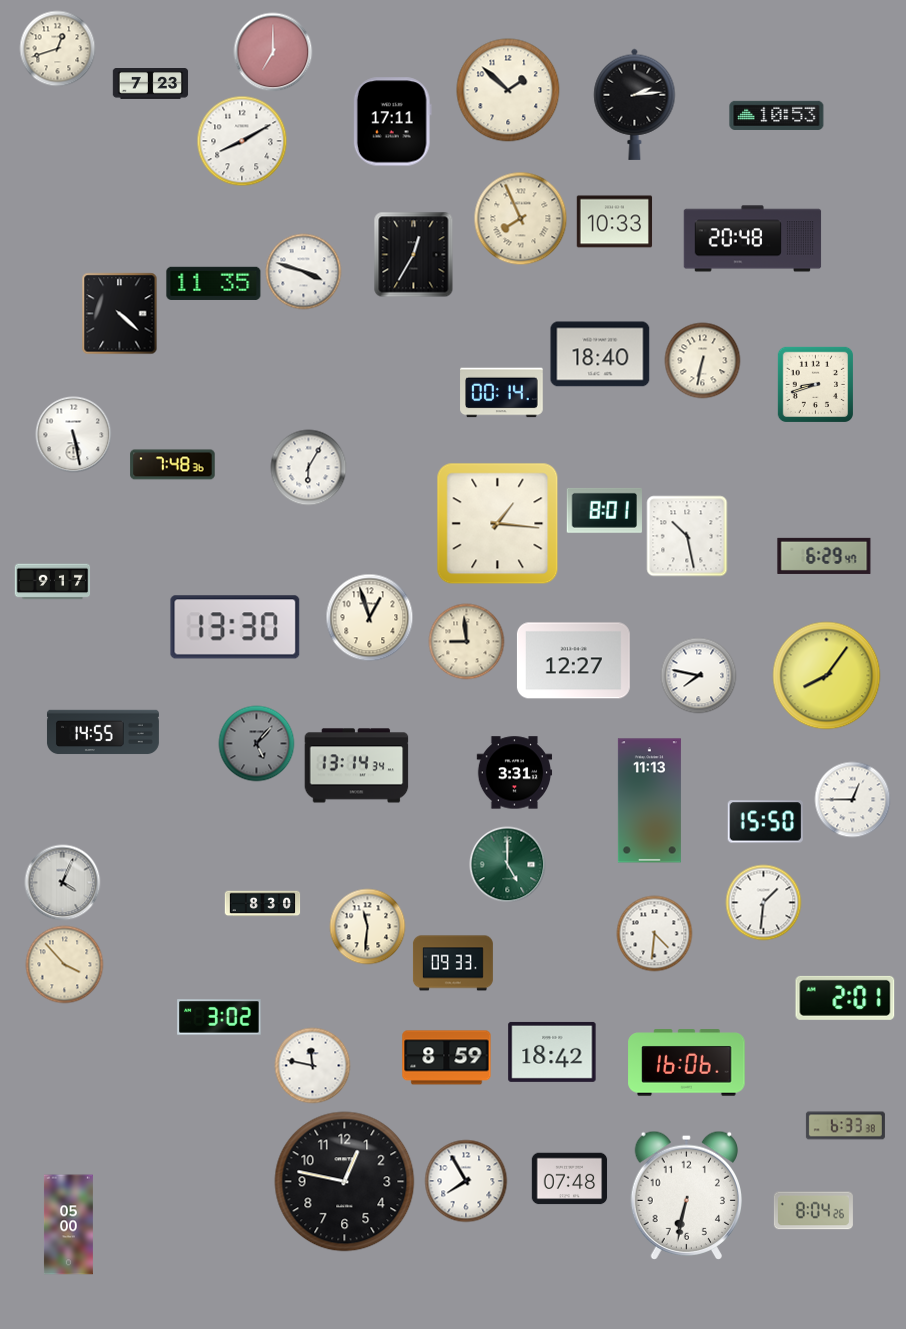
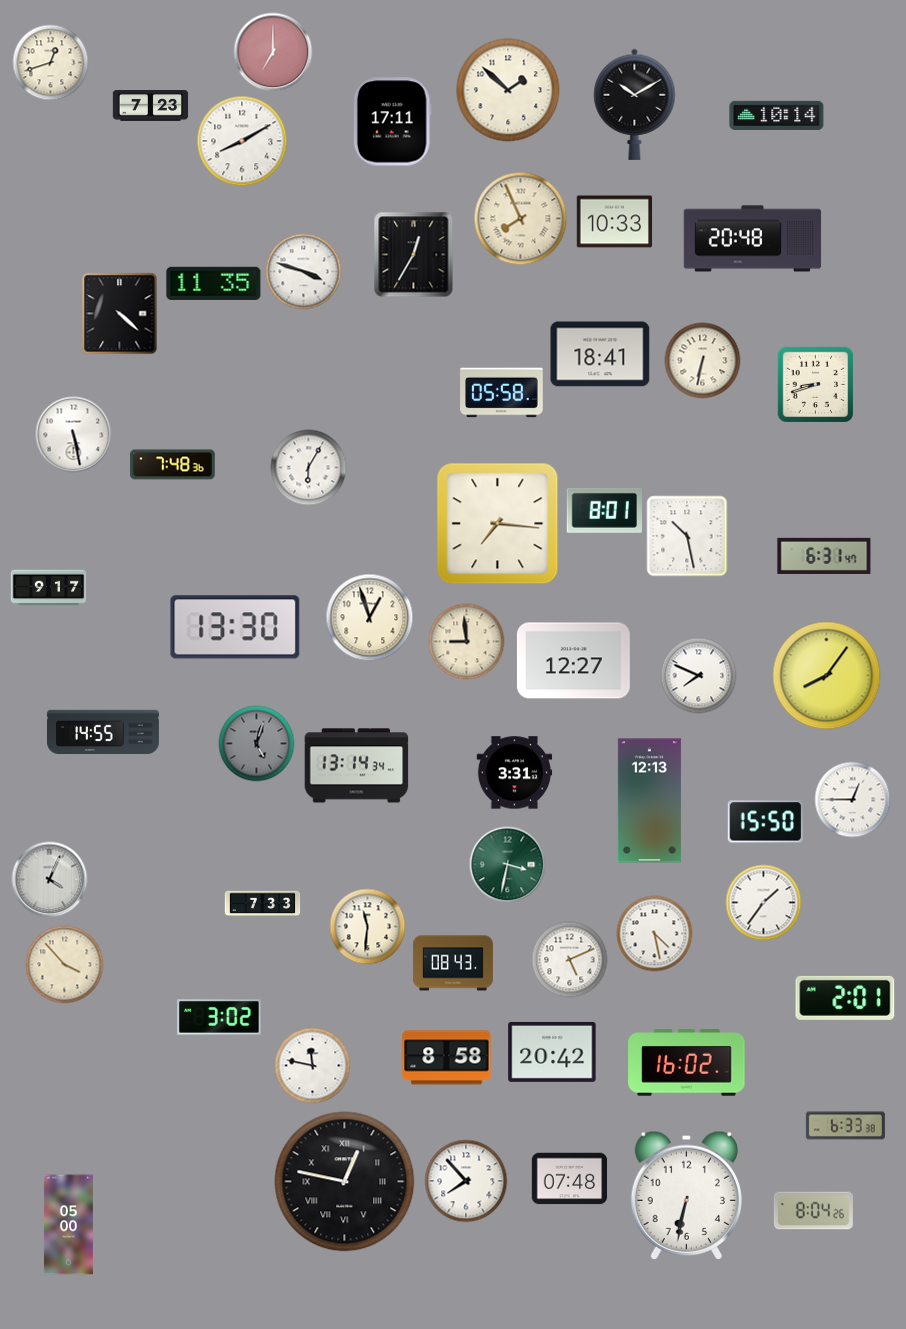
clock at (58, 49) position: (58, 49) -> (51, 63)
clock at (151, 84) position: (151, 84) -> (151, 106)
clock at (635, 104): 2:14 -> 10:10
clock at (777, 115): 10:53 -> 10:14
clock at (600, 354): 18:40 -> 18:41
clock at (502, 393): 00:14 -> 05:58
clock at (498, 524): 1:16 -> 7:16
clock at (824, 556): 6:29 -> 6:31
clock at (53, 582) position: (53, 582) -> (49, 588)
clock at (699, 676): 7:47 -> 7:49
clock at (257, 744): 5:07 -> 5:03
clock at (649, 801): 11:13 -> 12:13
clock at (508, 865): 5:00 -> 3:32
clock at (63, 883) position: (63, 883) -> (50, 880)
clock at (764, 903): 1:31 -> 1:36
clock at (263, 904): 8:30 -> 7:33
clock at (655, 934): 4:31 -> 4:28
clock at (570, 960): none -> 5:11
clock at (453, 963): 09:33 -> 08:43
clock at (552, 1052): 18:42 -> 20:42
clock at (447, 1058): 8:59 -> 8:58
clock at (687, 1063): 16:06 -> 16:02
clock at (466, 1181): 7:55 -> 7:53
clock at (345, 1182) numerals: Arabic -> Roman
